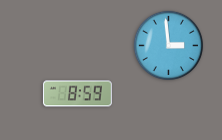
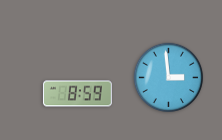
clock at (169, 46) position: (169, 46) -> (169, 78)
